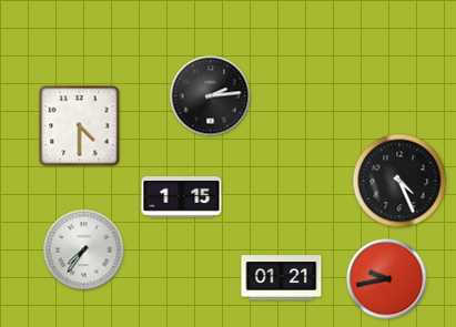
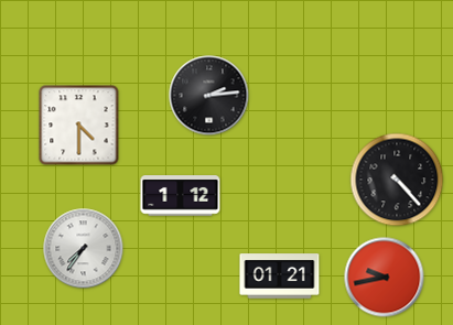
clock at (399, 181): 4:26 -> 4:23
clock at (182, 197): 1:15 -> 1:12
